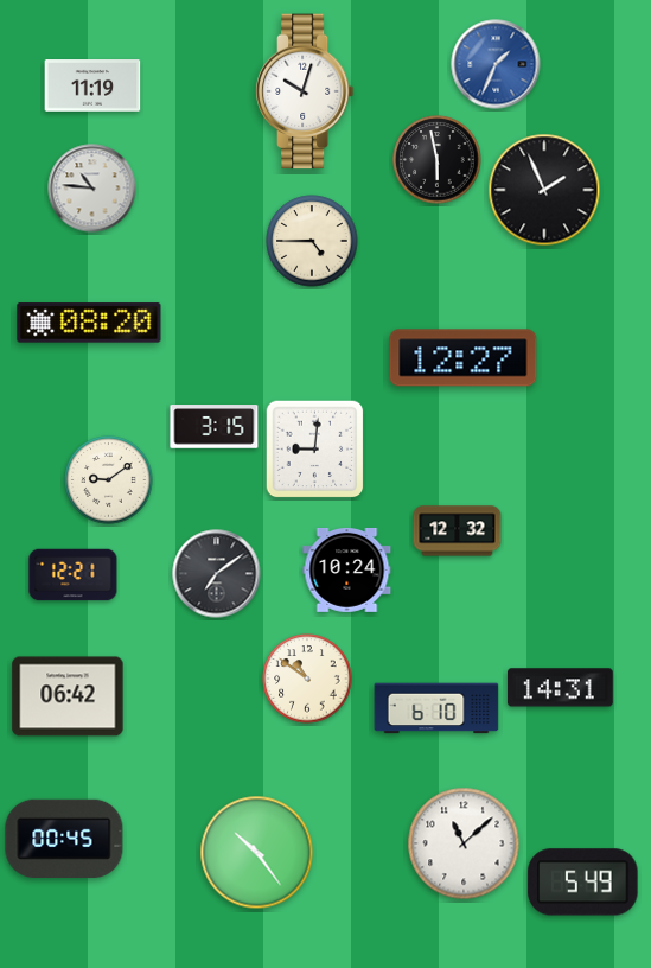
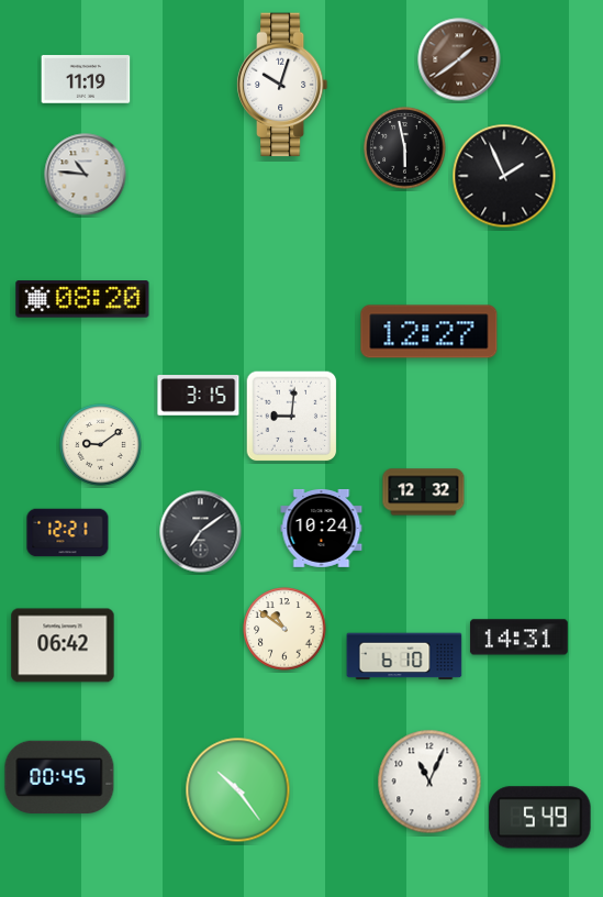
clock at (496, 64): 1:34 -> 1:39
clock at (496, 64) dial: blue -> brown
clock at (312, 241): 4:45 -> none
clock at (464, 843): 11:08 -> 11:04
